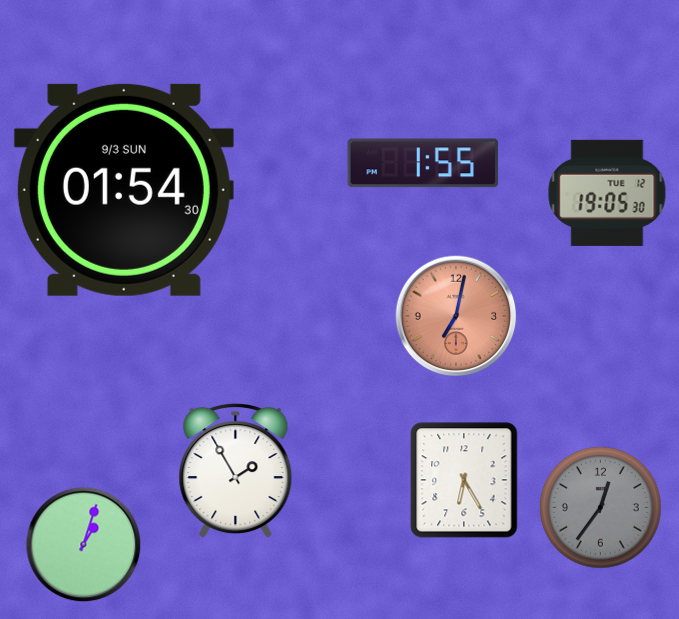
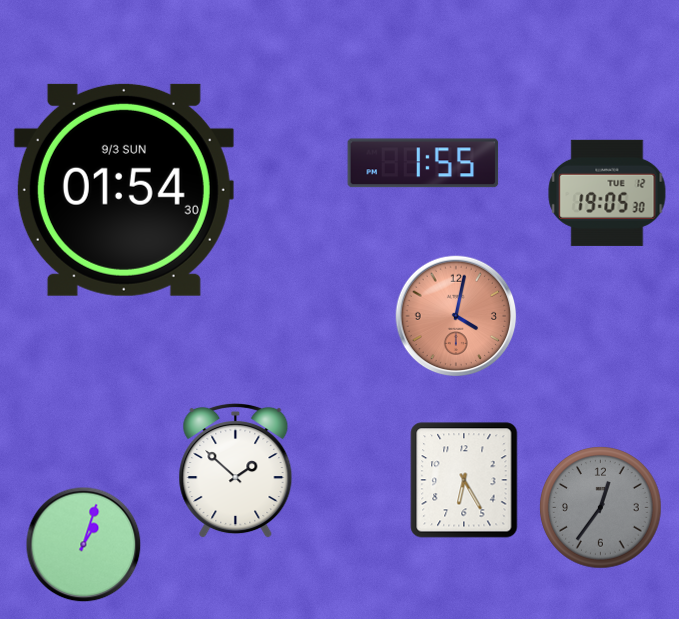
clock at (456, 316): 7:02 -> 4:02
clock at (236, 471): 1:55 -> 1:52
